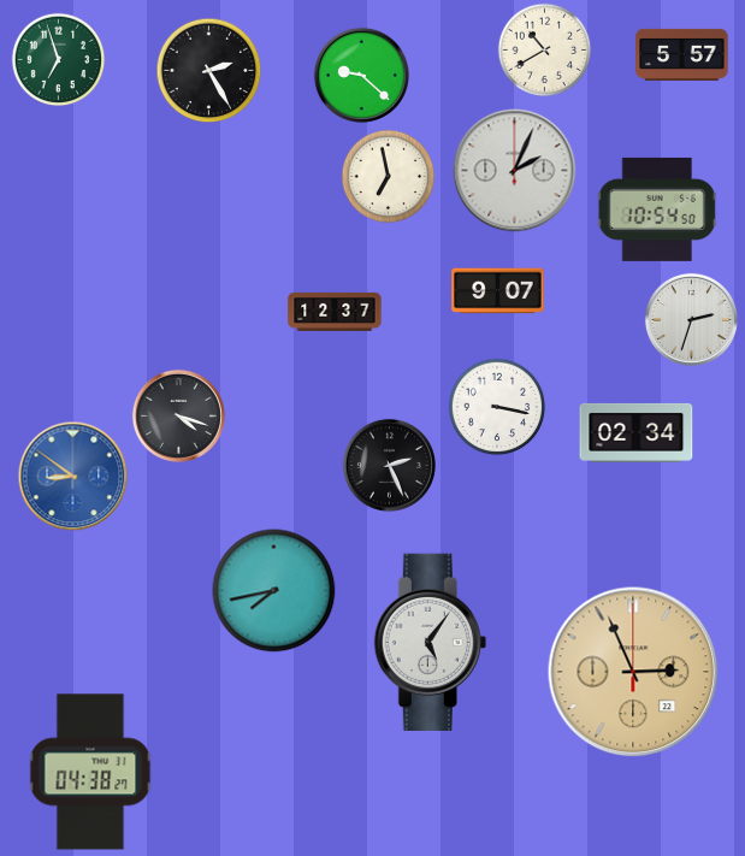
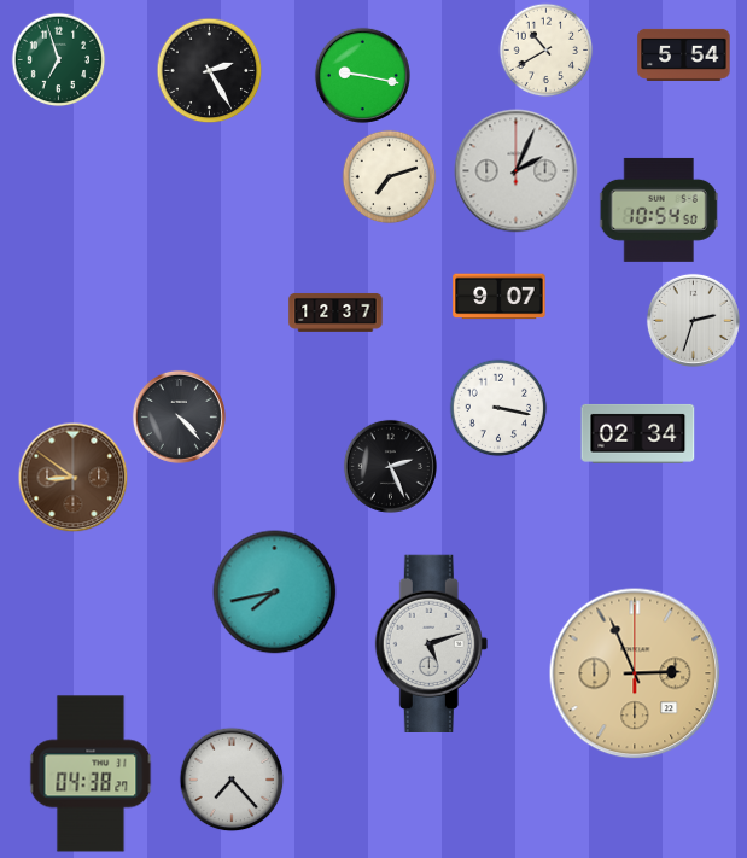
clock at (682, 54): 5:57 -> 5:54
clock at (361, 75): 9:22 -> 9:17
clock at (388, 176): 6:58 -> 7:12
clock at (498, 291) position: (498, 291) -> (500, 297)
clock at (178, 415): 4:18 -> 4:23
clock at (72, 476) dial: blue -> brown
clock at (430, 642): 5:06 -> 5:12
clock at (232, 780): none -> 7:23
